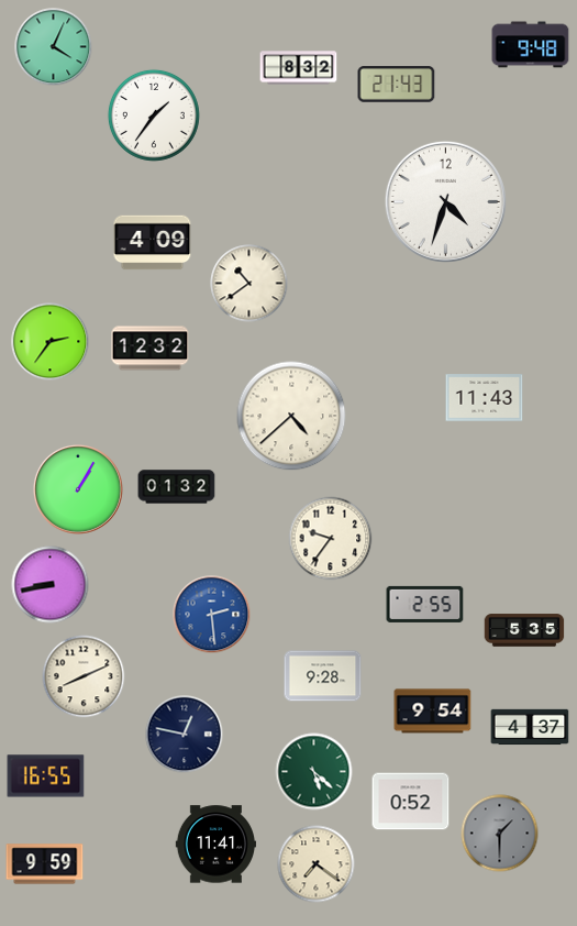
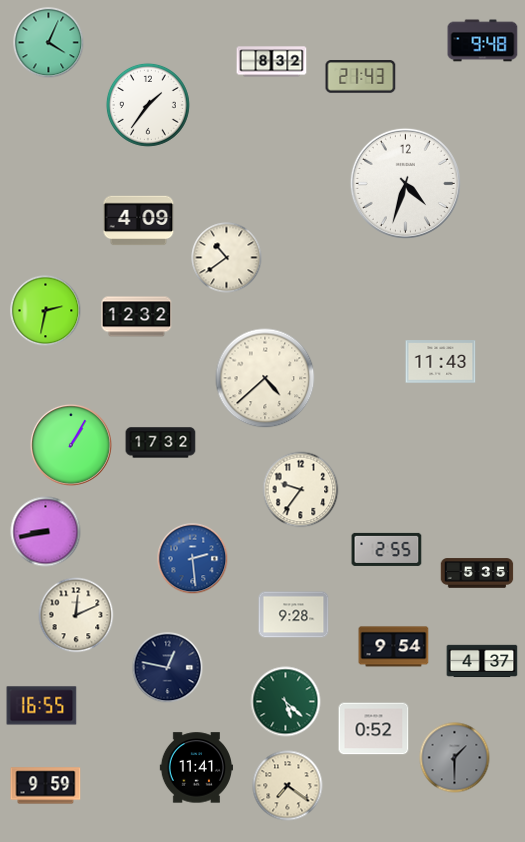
clock at (154, 115) position: (154, 115) -> (148, 105)
clock at (51, 342): 2:36 -> 2:32
clock at (177, 487): 01:32 -> 17:32
clock at (84, 676): 8:11 -> 12:11
clock at (45, 864) position: (45, 864) -> (46, 786)
